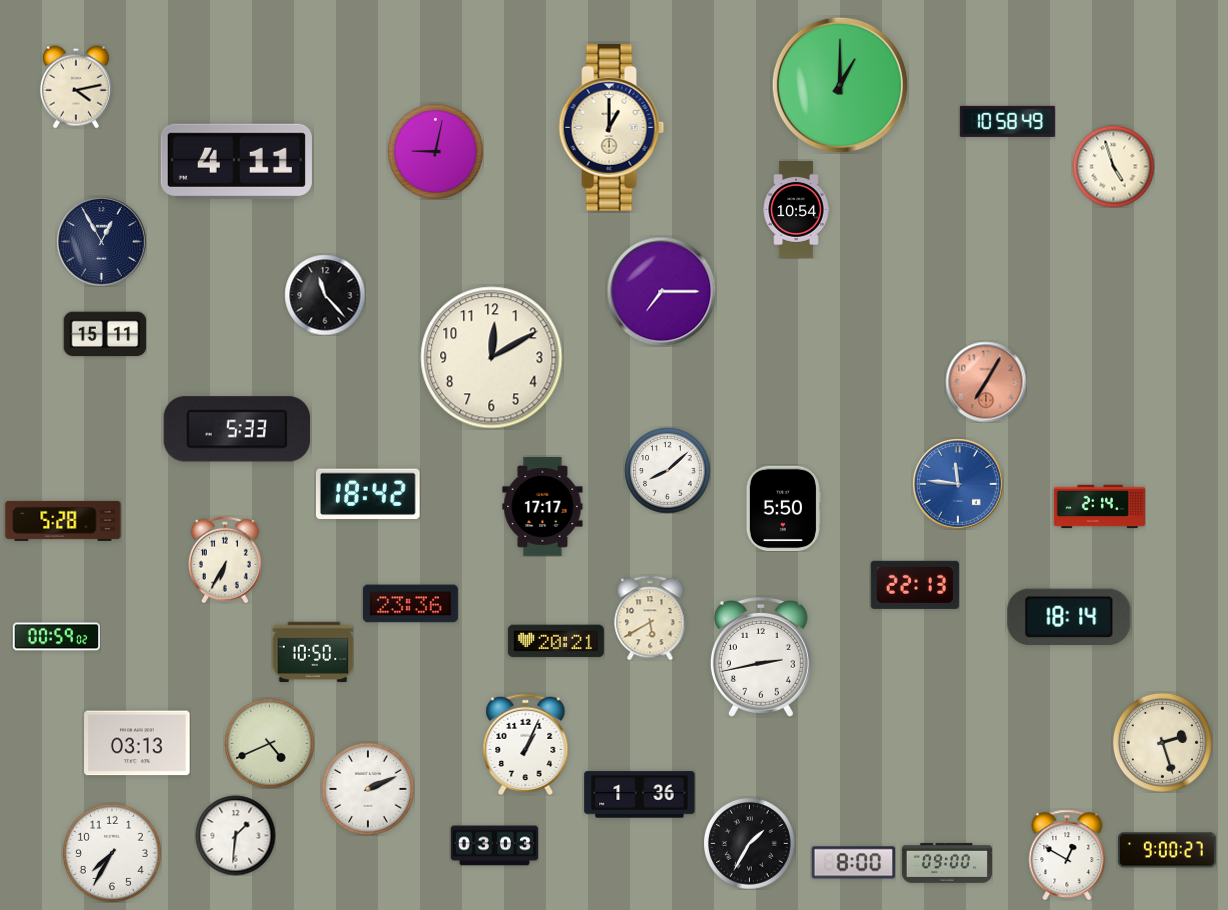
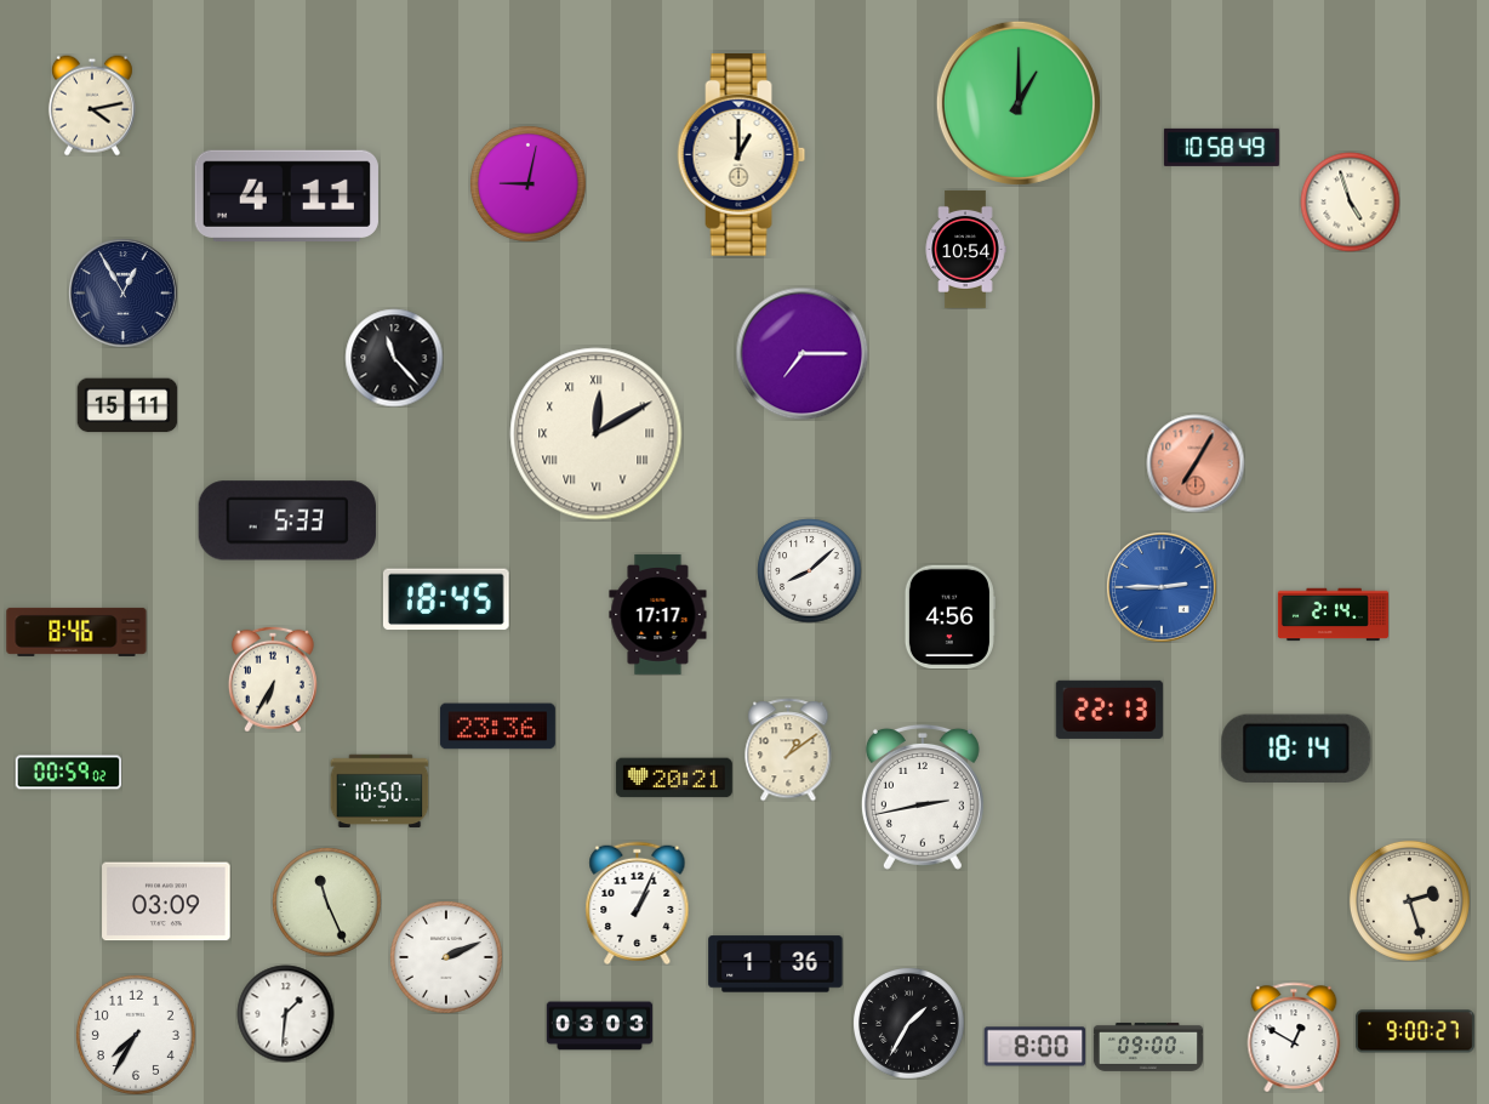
clock at (796, 209) position: (796, 209) -> (965, 249)
clock at (492, 358) numerals: Arabic -> Roman
clock at (958, 484): 11:46 -> 2:45
clock at (368, 494): 18:42 -> 18:45
clock at (783, 508): 5:50 -> 4:56
clock at (63, 521): 5:28 -> 8:46
clock at (410, 604) position: (410, 604) -> (497, 727)
clock at (650, 618): 5:40 -> 1:09
clock at (137, 743): 03:13 -> 03:09
clock at (269, 743): 4:41 -> 11:26
